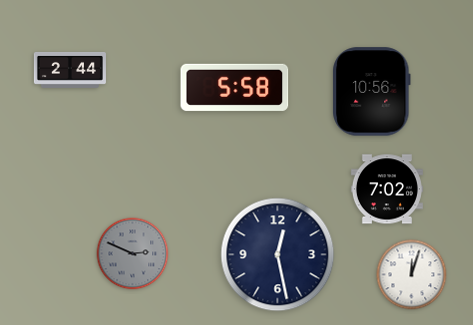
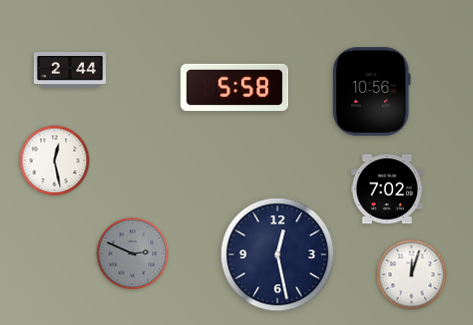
clock at (55, 161): none -> 12:28
